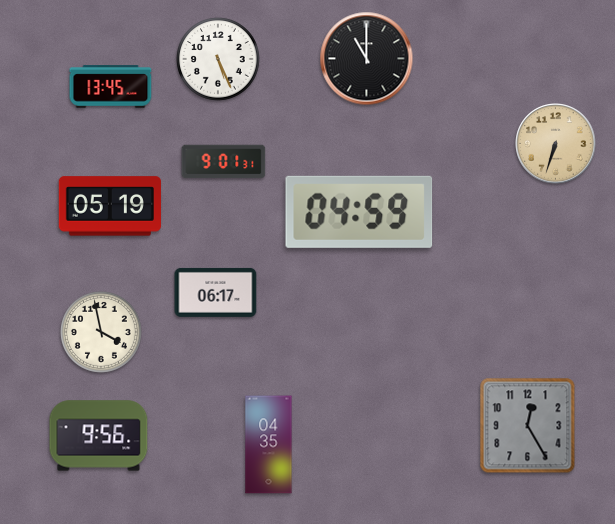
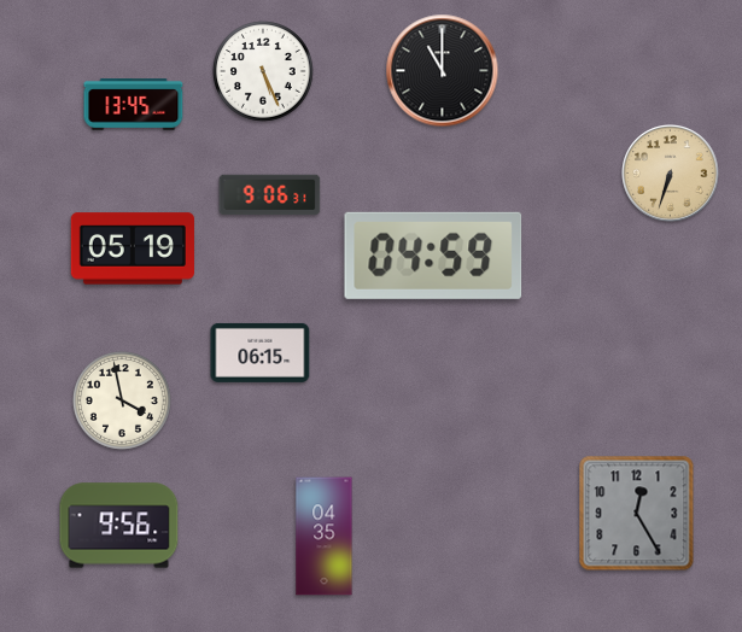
clock at (224, 162): 9:01 -> 9:06
clock at (216, 292): 06:17 -> 06:15
